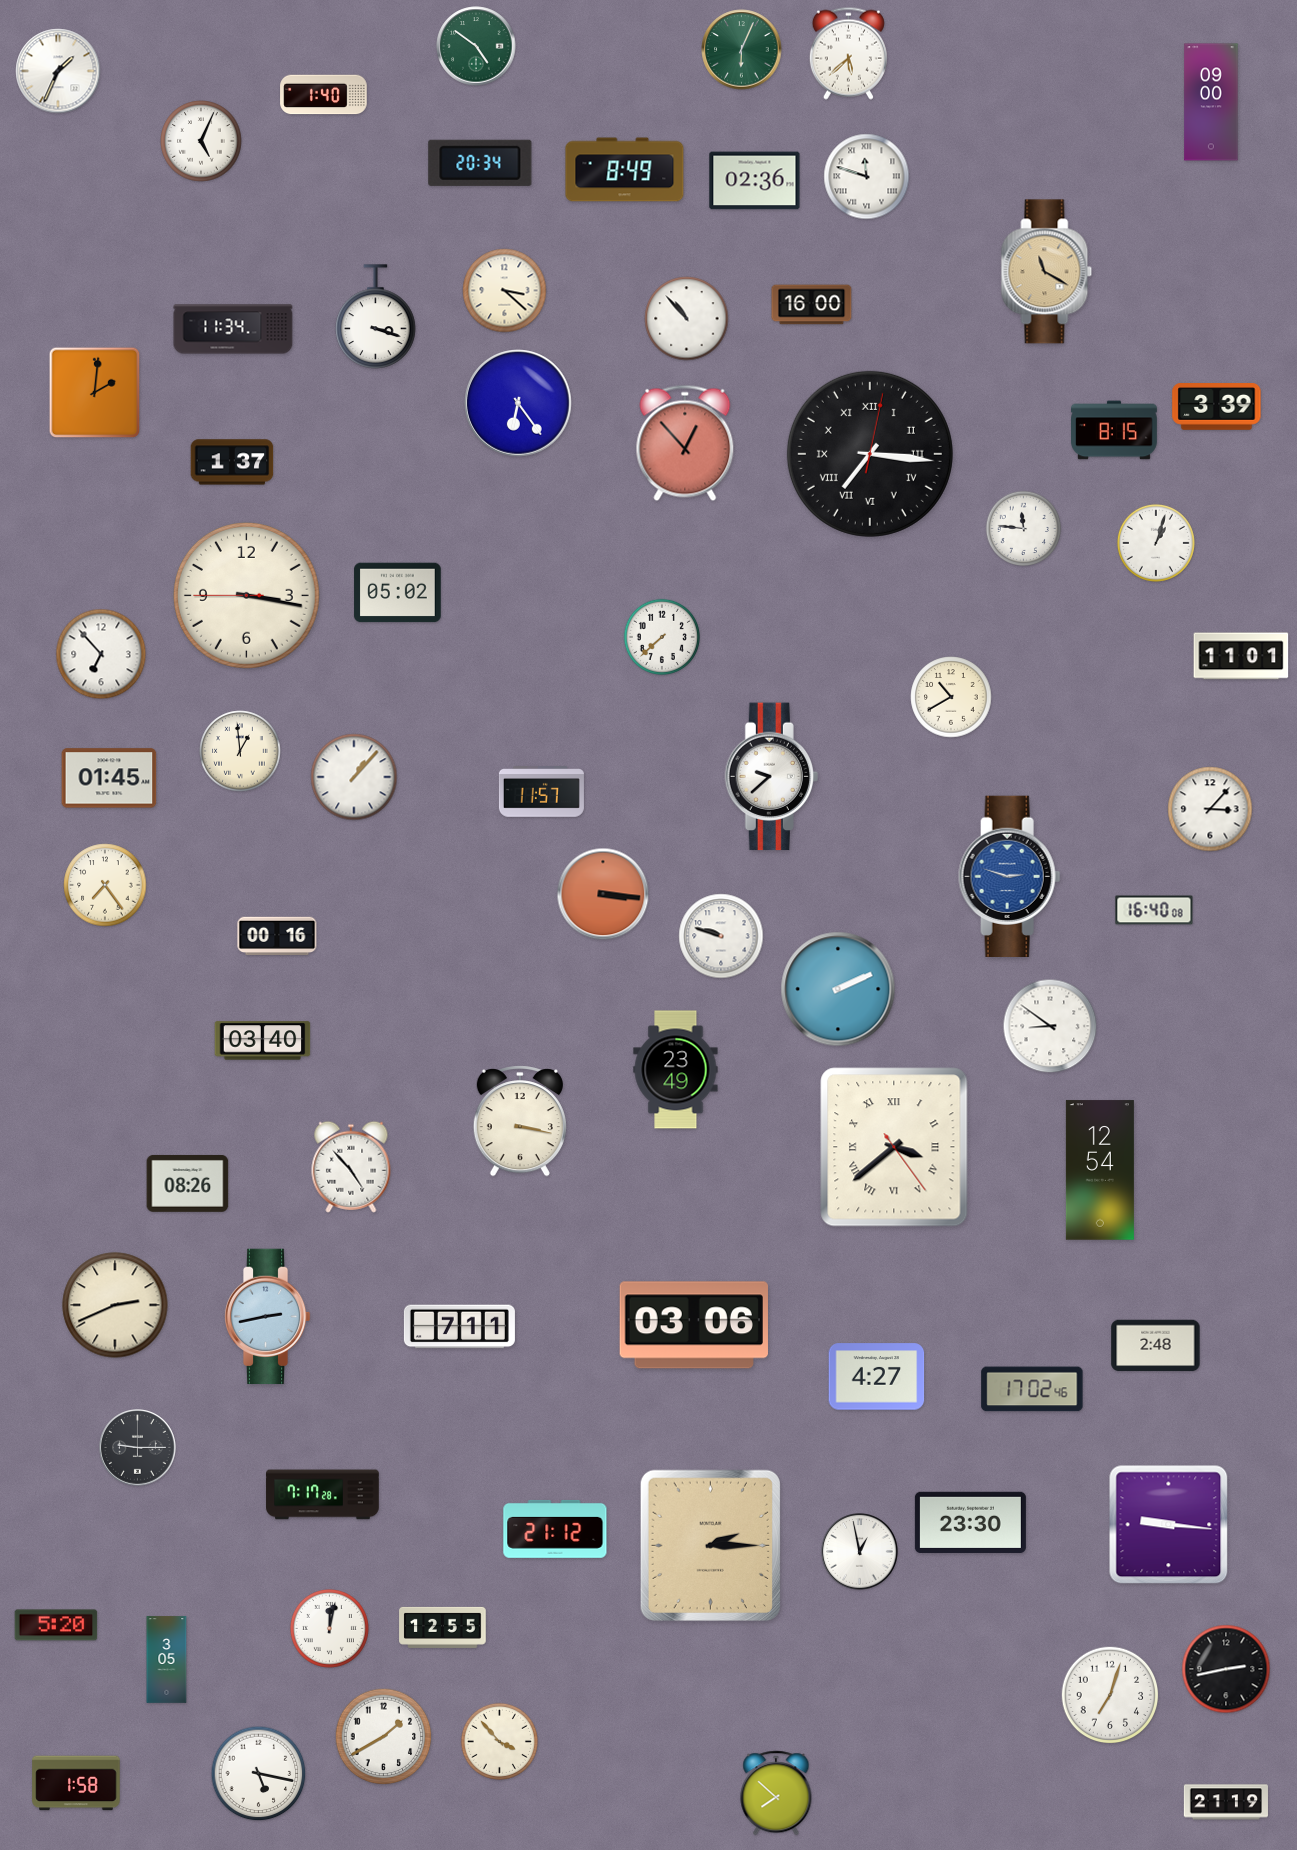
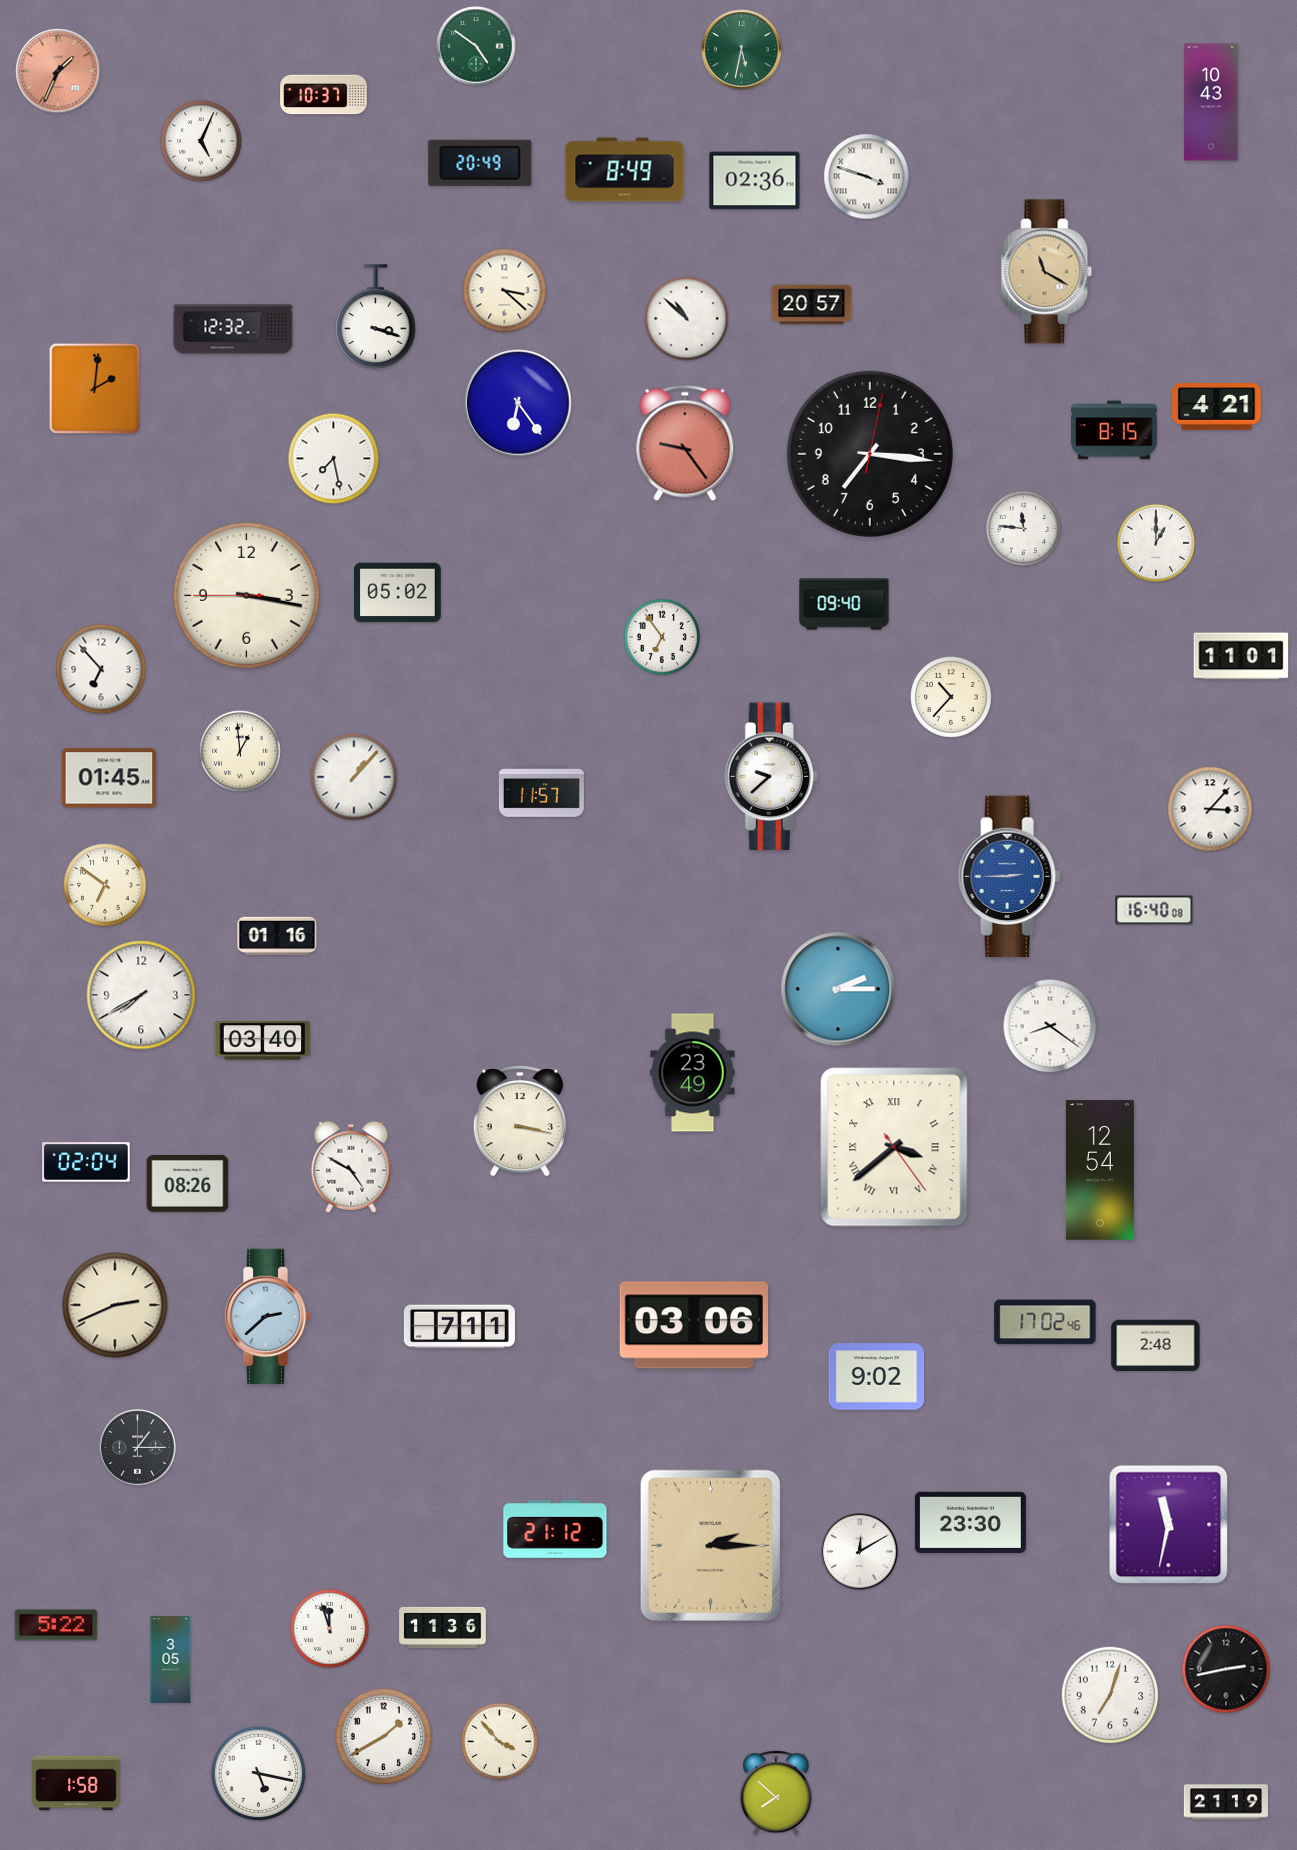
clock at (742, 50): 6:04 -> 5:32
clock at (848, 53): 5:38 -> none
clock at (58, 71) dial: white -> salmon
clock at (324, 95): 1:40 -> 10:37
clock at (1211, 102): 09:00 -> 10:43
clock at (480, 163): 20:34 -> 20:49
clock at (867, 177): 11:48 -> 3:48
clock at (812, 305): 16:00 -> 20:57
clock at (687, 319): 10:53 -> 10:52
clock at (233, 329): 11:34 -> 12:32
clock at (95, 393) position: (95, 393) -> (95, 389)
clock at (1217, 407): 3:39 -> 4:21
clock at (685, 443): 12:53 -> 9:24
clock at (870, 454) numerals: Roman -> Arabic
clock at (334, 459): none -> 7:28
clock at (232, 462): 1:37 -> none
clock at (1156, 543): 1:03 -> 1:00
clock at (844, 604): none -> 09:40
clock at (661, 636): 7:38 -> 6:54
clock at (101, 654) position: (101, 654) -> (101, 669)
clock at (951, 697): 10:40 -> 10:37
clock at (1010, 876): 2:48 -> 2:45
clock at (105, 885): 7:24 -> 6:51
clock at (603, 894): 3:16 -> none
clock at (277, 936): 00:16 -> 01:16
clock at (721, 936): 9:48 -> none
clock at (838, 989): 2:11 -> 2:15
clock at (141, 995): none -> 7:40
clock at (1050, 1026): 8:51 -> 8:21
clock at (676, 1070) position: (676, 1070) -> (693, 1073)
clock at (86, 1162): none -> 02:04
clock at (351, 1167): 4:53 -> 4:50
clock at (267, 1317): 2:43 -> 2:38
clock at (877, 1377): 4:27 -> 9:02
clock at (1032, 1389) position: (1032, 1389) -> (1045, 1322)
clock at (138, 1448): 9:15 -> 1:15
clock at (323, 1495): 7:17 -> none
clock at (1169, 1525): 9:16 -> 11:32
clock at (860, 1552): 12:58 -> 12:10
clock at (56, 1625): 5:20 -> 5:22
clock at (443, 1627): 12:55 -> 11:36
clock at (329, 1628): 12:02 -> 11:57
clock at (167, 1660) position: (167, 1660) -> (171, 1660)
